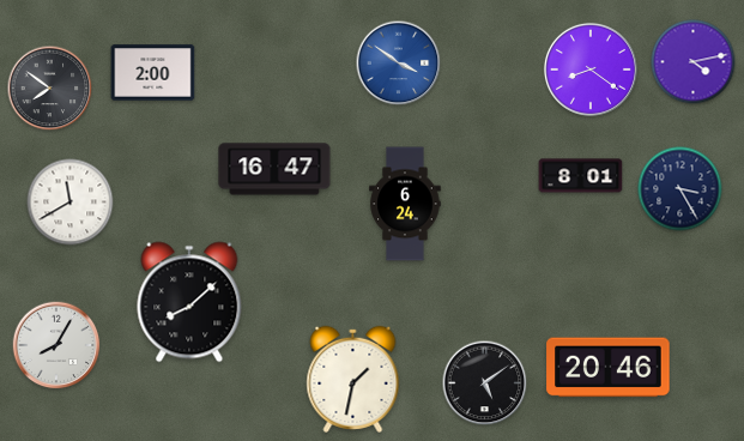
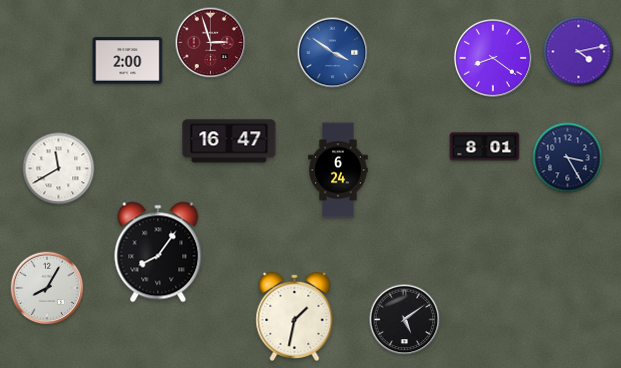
clock at (211, 43): none -> 2:57
clock at (50, 89): 7:51 -> none
clock at (189, 302): 8:08 -> 8:06
clock at (609, 368): 20:46 -> none
